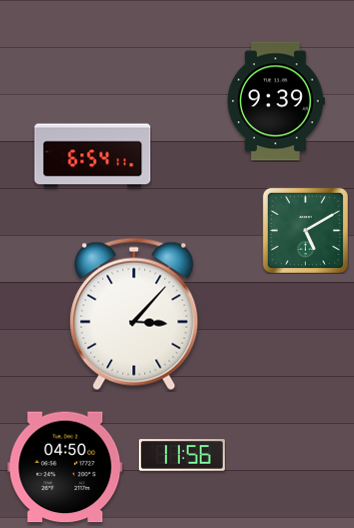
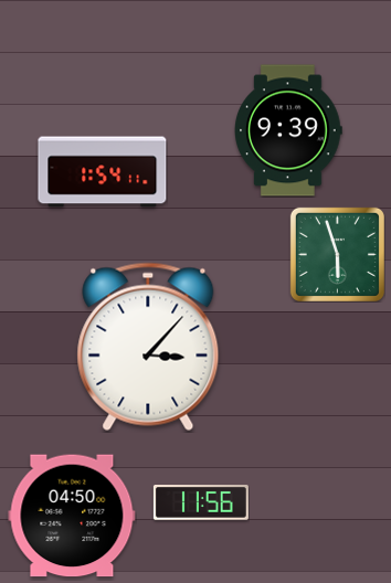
clock at (277, 101) position: (277, 101) -> (289, 130)
clock at (93, 156): 6:54 -> 1:54
clock at (305, 230): 5:10 -> 5:57
